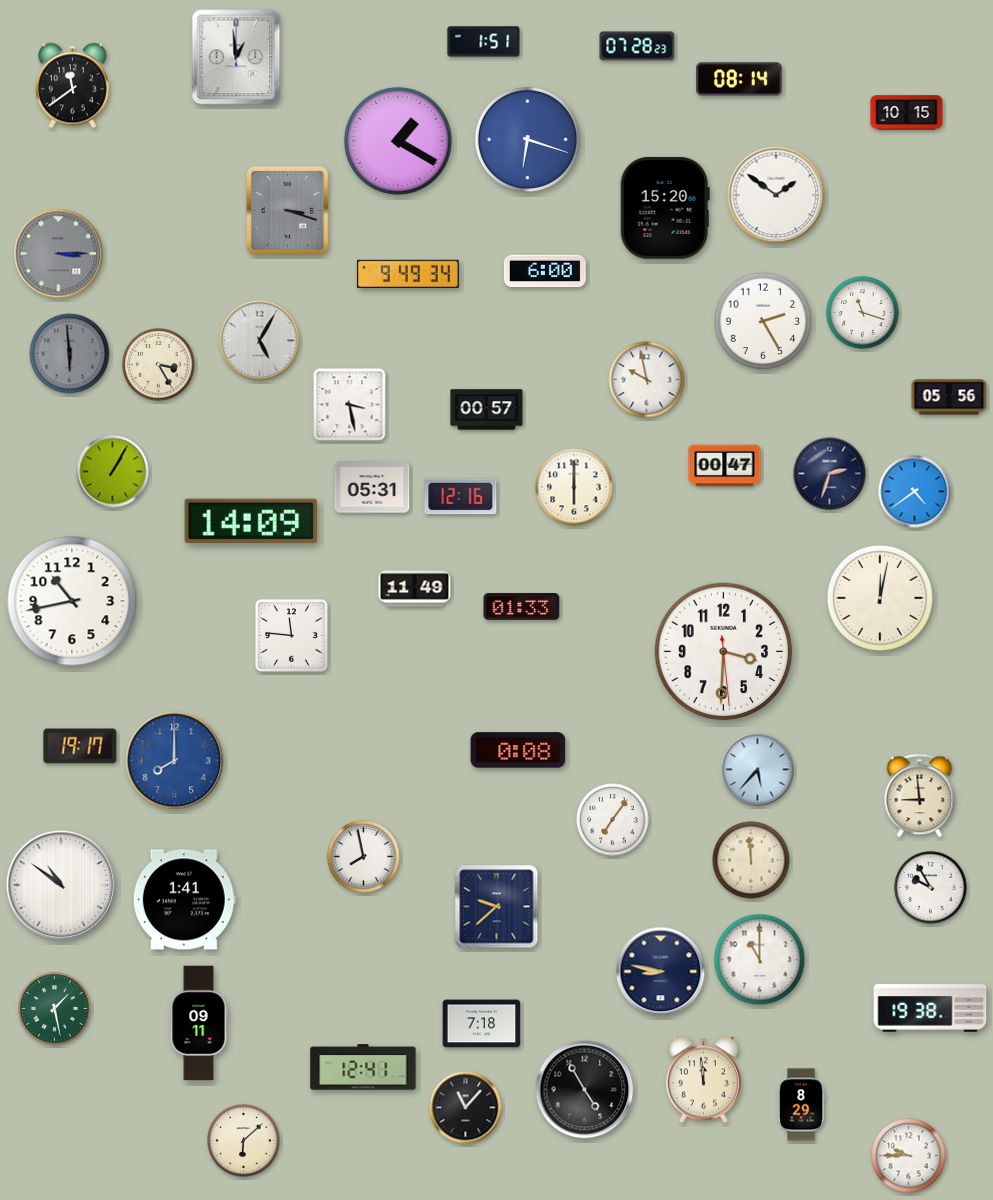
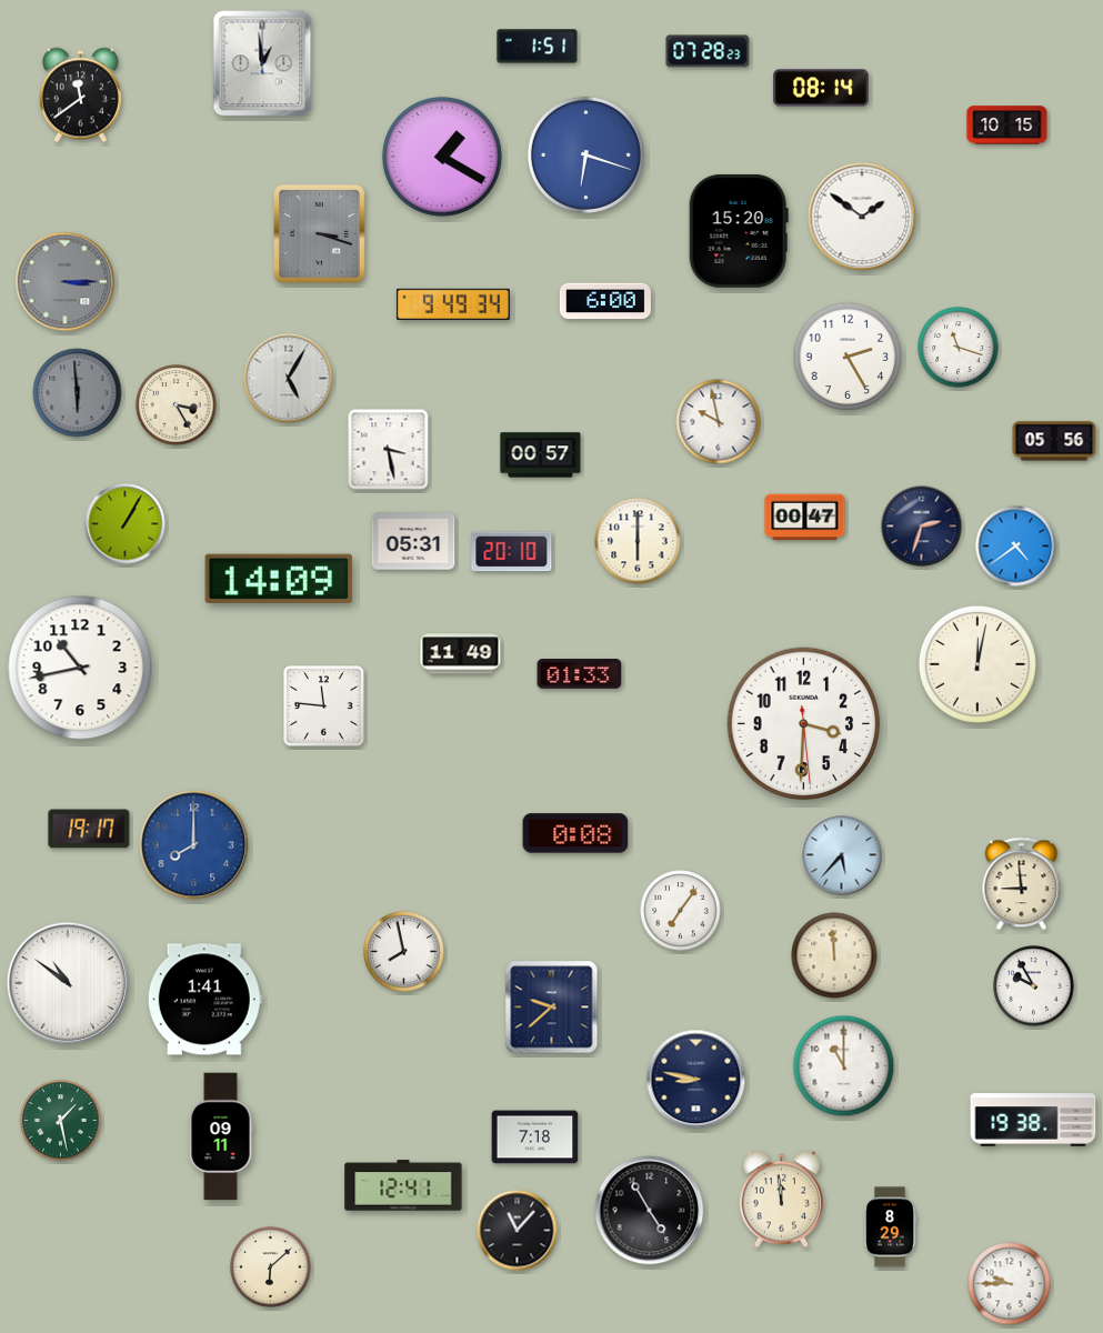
clock at (461, 497): 12:16 -> 20:10
clock at (661, 972) position: (661, 972) -> (696, 1080)
